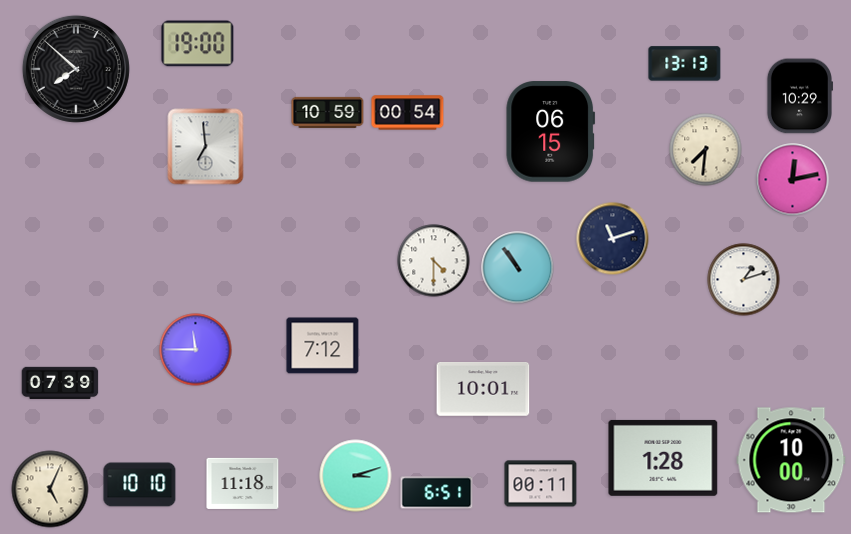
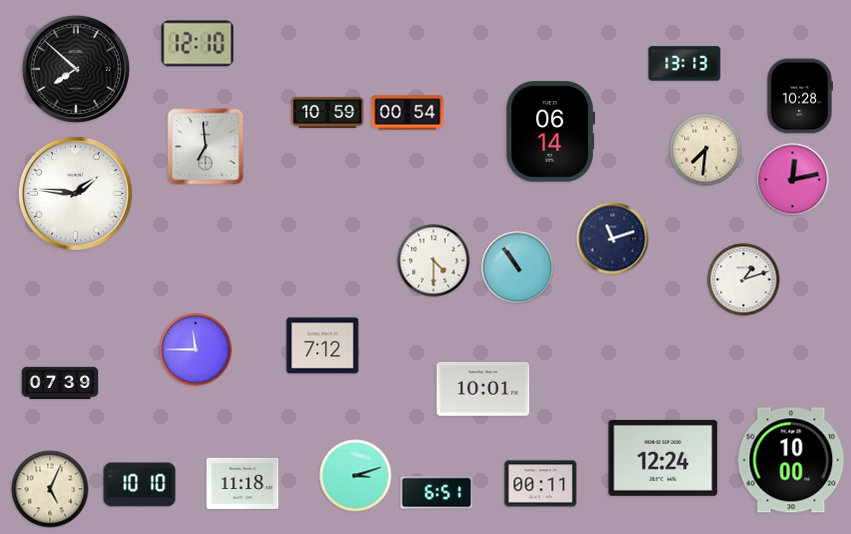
clock at (198, 44): 19:00 -> 12:10
clock at (799, 96): 10:29 -> 10:28
clock at (551, 132): 06:15 -> 06:14
clock at (75, 193): none -> 1:46
clock at (663, 458): 1:28 -> 12:24
